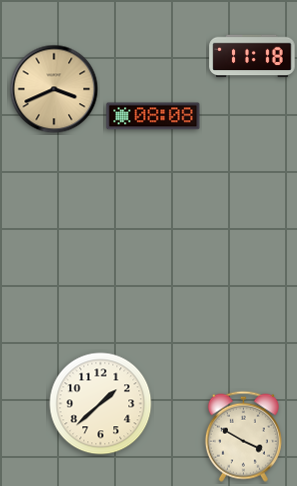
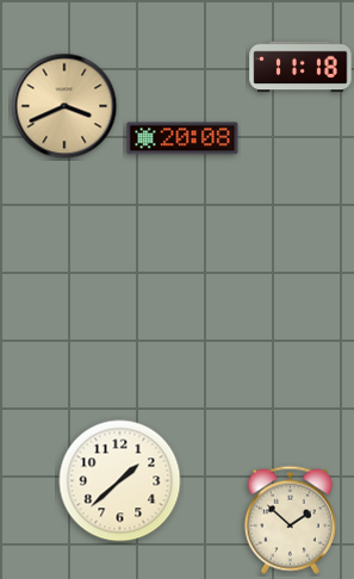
clock at (153, 116): 08:08 -> 20:08
clock at (243, 436): 3:50 -> 1:52
